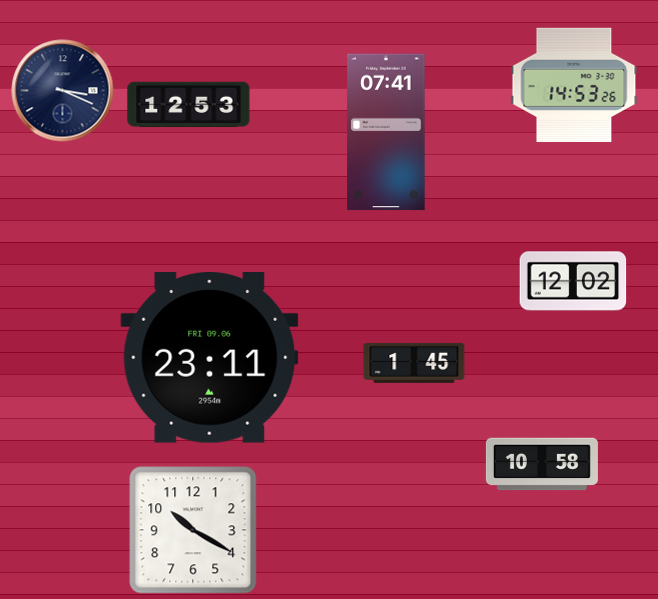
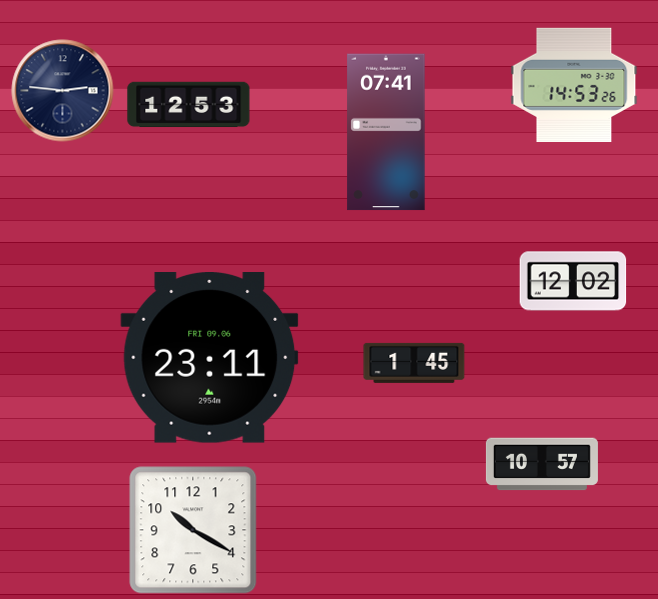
clock at (63, 91): 3:19 -> 2:46
clock at (542, 464): 10:58 -> 10:57
